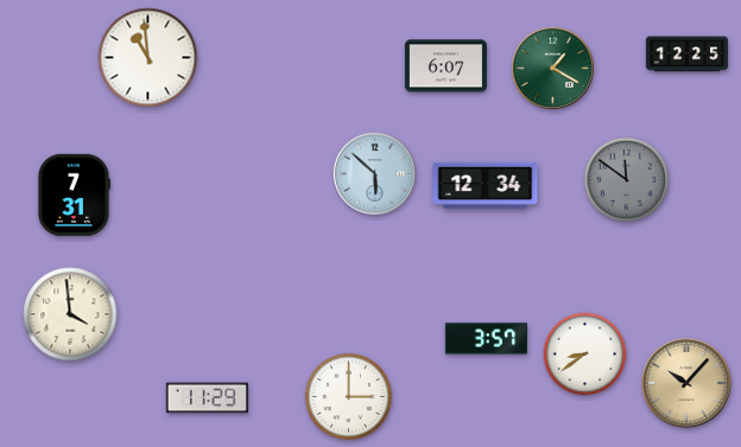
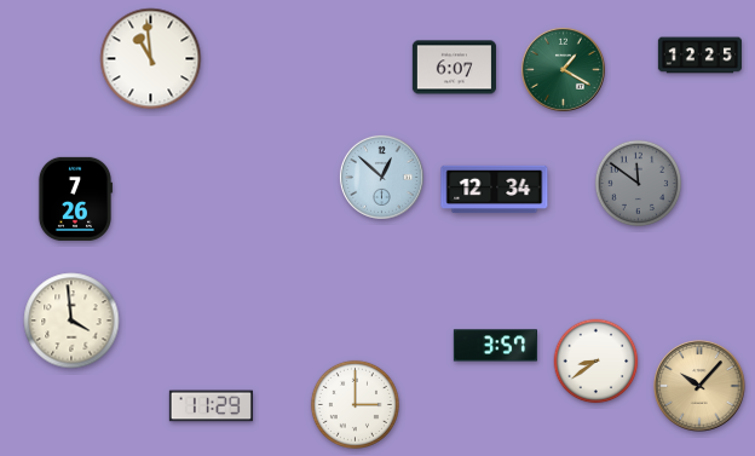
clock at (374, 173): 5:52 -> 12:52
clock at (74, 194): 7:31 -> 7:26
clock at (686, 383) position: (686, 383) -> (699, 386)
